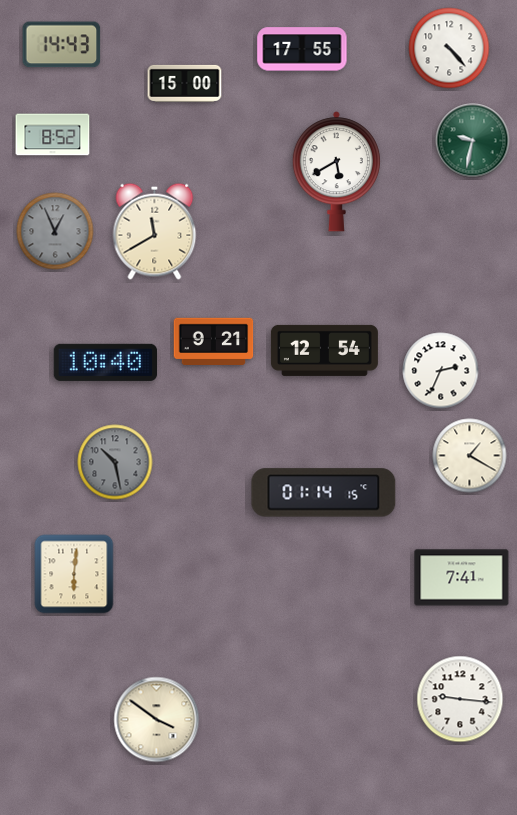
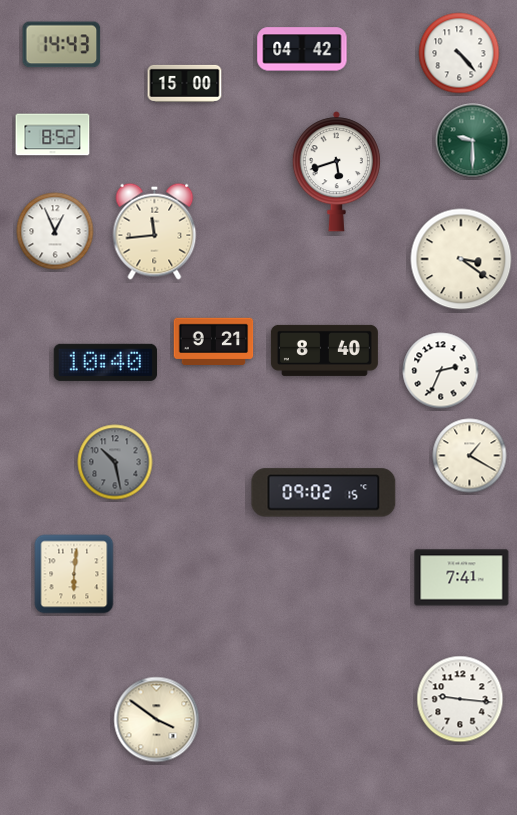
clock at (449, 48) position: (449, 48) -> (459, 53)
clock at (302, 49): 17:55 -> 04:42
clock at (473, 141): 9:32 -> 9:30
clock at (336, 172): 5:40 -> 5:42
clock at (55, 231) dial: grey -> white
clock at (155, 231): 11:40 -> 11:44
clock at (461, 259): none -> 3:21
clock at (324, 350): 12:54 -> 8:40
clock at (324, 493): 01:14 -> 09:02
